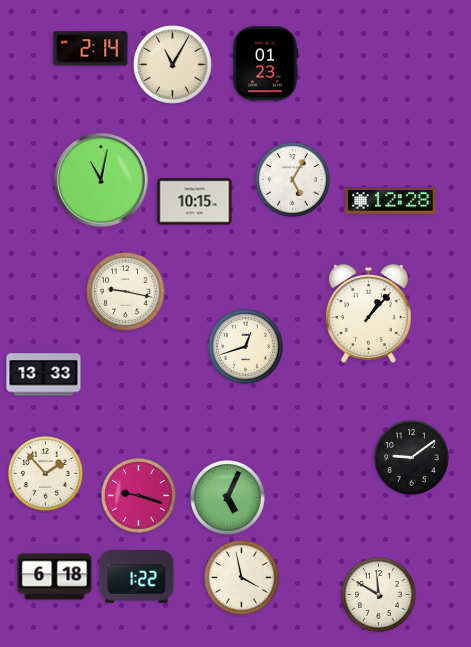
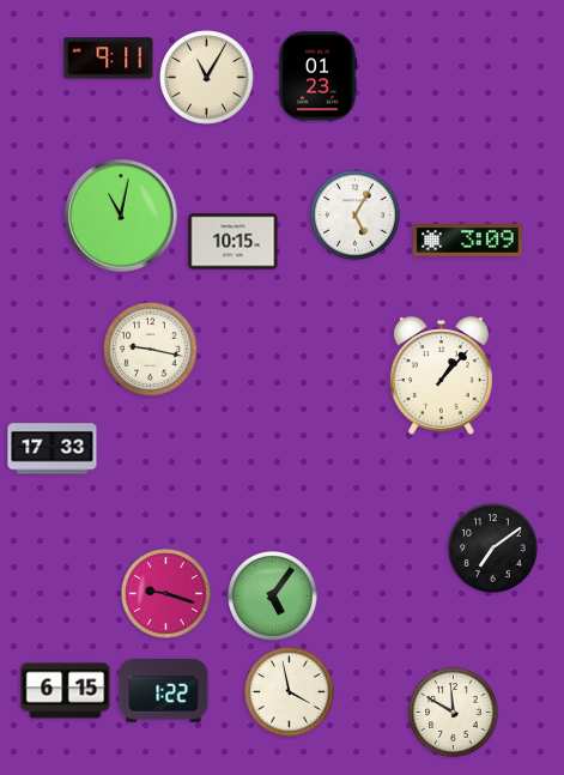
clock at (91, 49): 2:14 -> 9:11
clock at (293, 180) position: (293, 180) -> (356, 216)
clock at (390, 201): 12:28 -> 3:09
clock at (246, 347): 12:42 -> none
clock at (44, 375): 13:33 -> 17:33
clock at (412, 458): 9:09 -> 7:09
clock at (46, 474): 1:53 -> none
clock at (228, 498): 5:04 -> 5:06
clock at (55, 577): 6:18 -> 6:15
